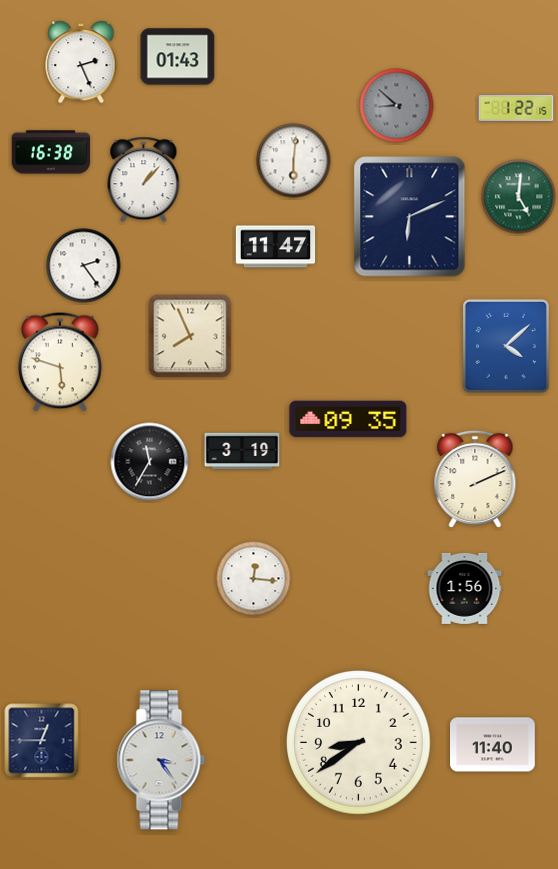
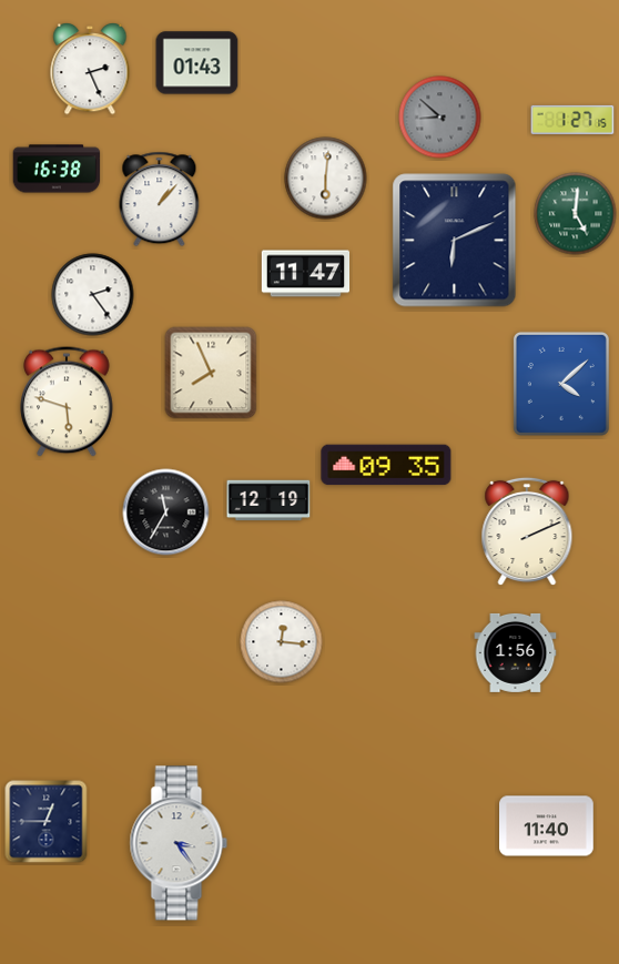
clock at (516, 108): 1:22 -> 1:27
clock at (519, 197) position: (519, 197) -> (576, 214)
clock at (242, 451): 3:19 -> 12:19
clock at (359, 743): 8:39 -> none
